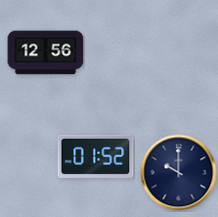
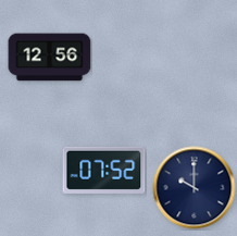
clock at (96, 156): 01:52 -> 07:52
